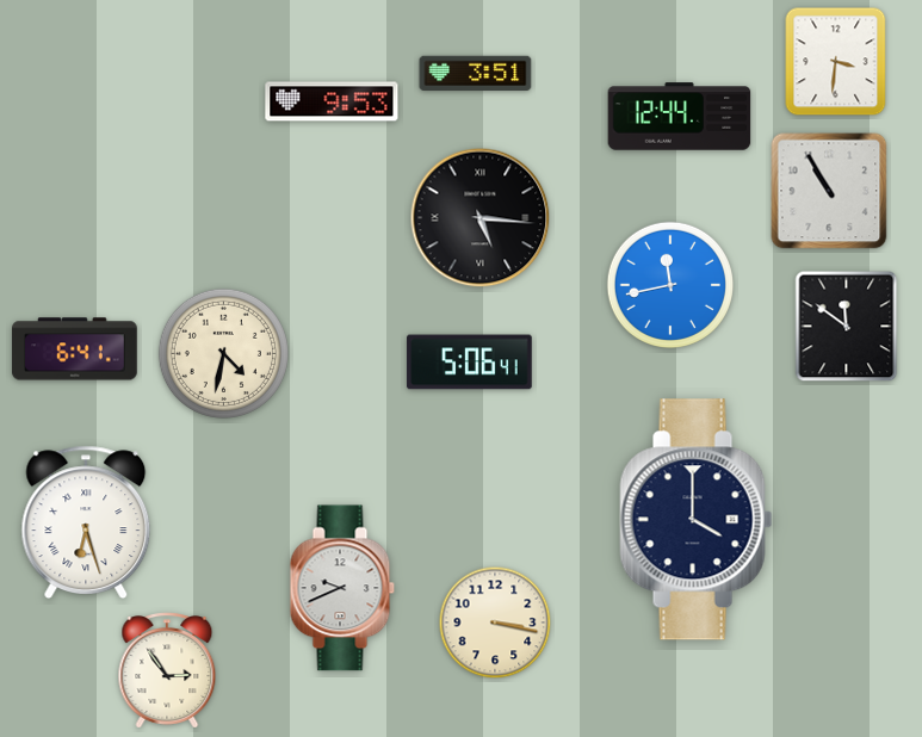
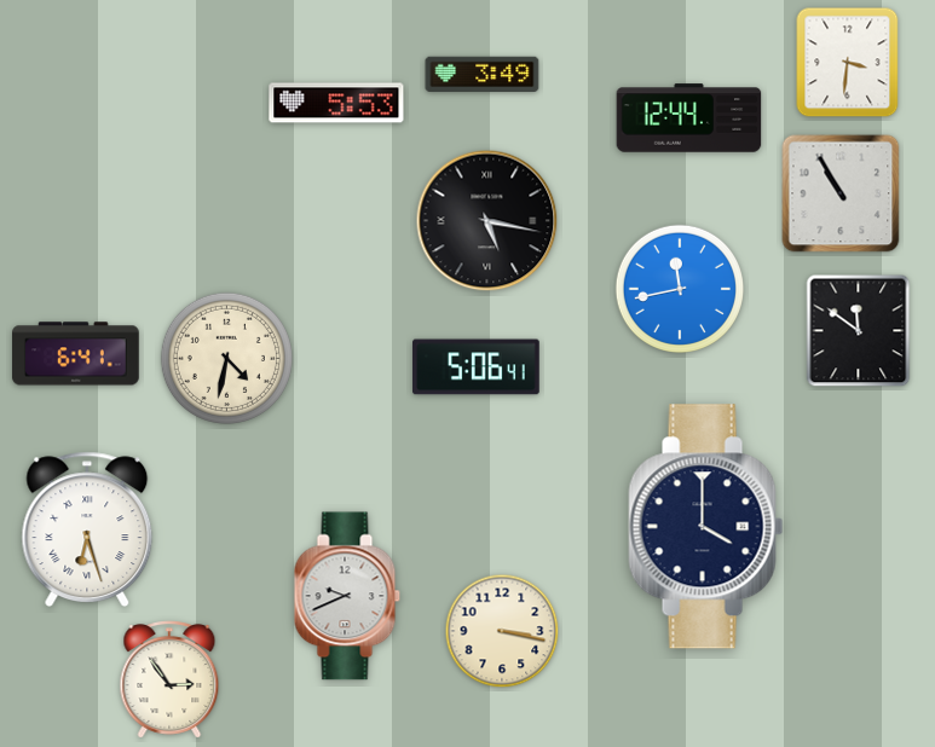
clock at (476, 73): 3:51 -> 3:49
clock at (332, 101): 9:53 -> 5:53
clock at (481, 218): 5:16 -> 5:17
